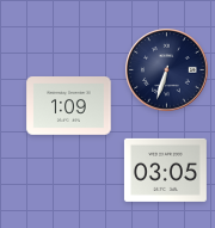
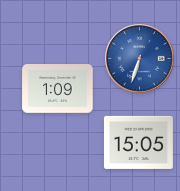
clock at (167, 70) dial: navy -> blue
clock at (165, 170): 03:05 -> 15:05
